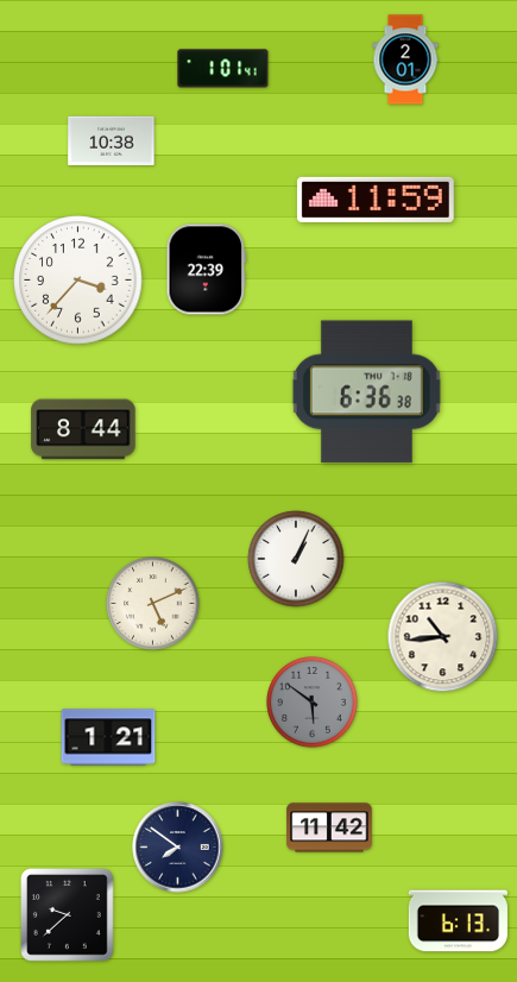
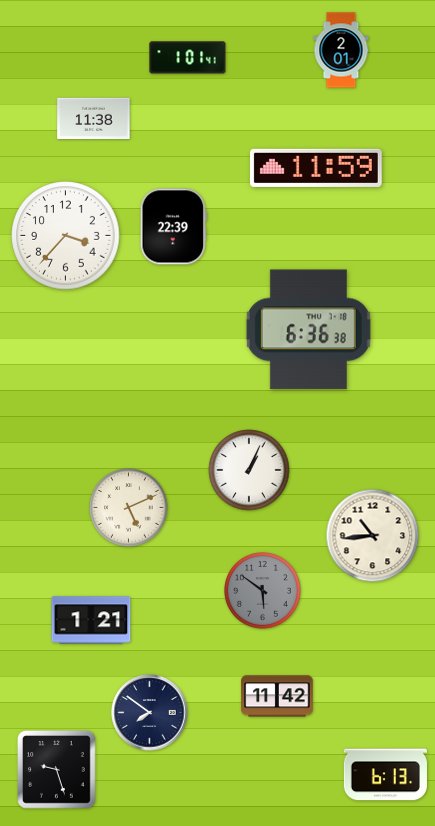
clock at (112, 140): 10:38 -> 11:38
clock at (83, 429): 8:44 -> none
clock at (68, 915): 9:38 -> 9:27
